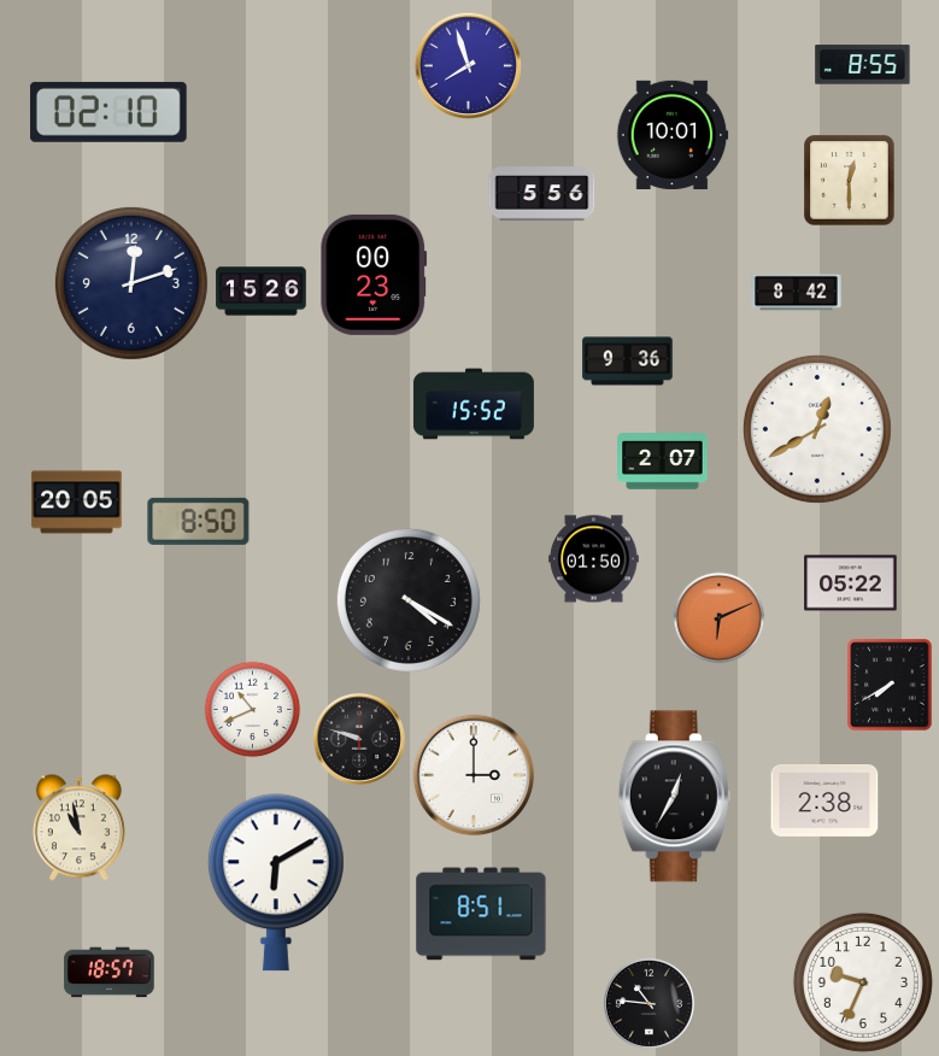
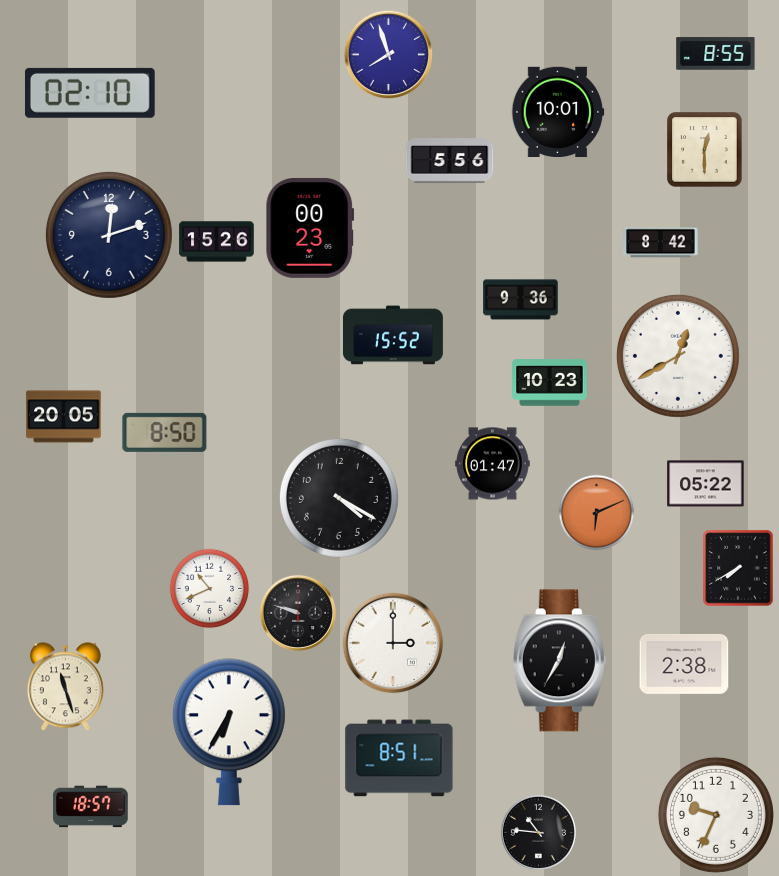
clock at (663, 462): 2:07 -> 10:23
clock at (594, 559): 01:50 -> 01:47
clock at (78, 828): 10:58 -> 11:27
clock at (276, 882): 6:10 -> 6:35
